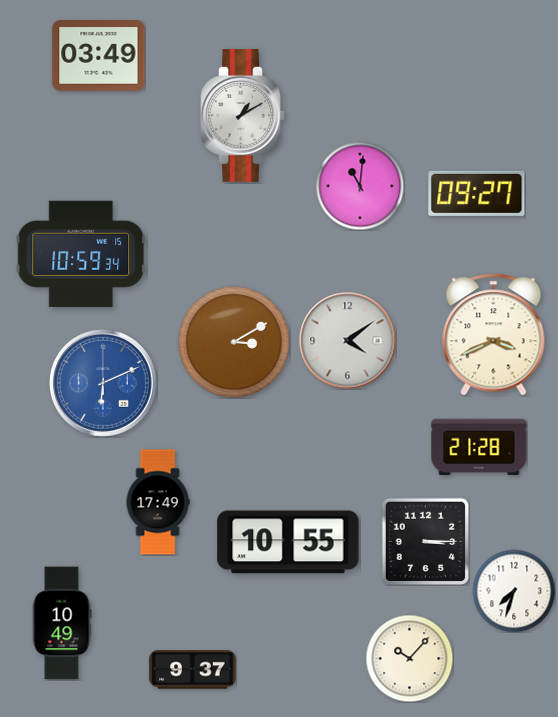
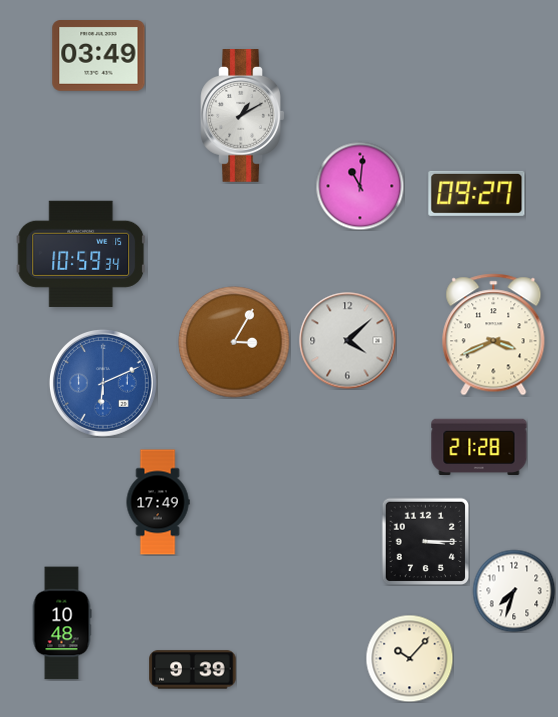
clock at (348, 341): 4:09 -> 4:08
clock at (234, 342): 3:10 -> 3:05
clock at (288, 542): 10:55 -> none
clock at (62, 623): 10:49 -> 10:48
clock at (193, 670): 9:37 -> 9:39
